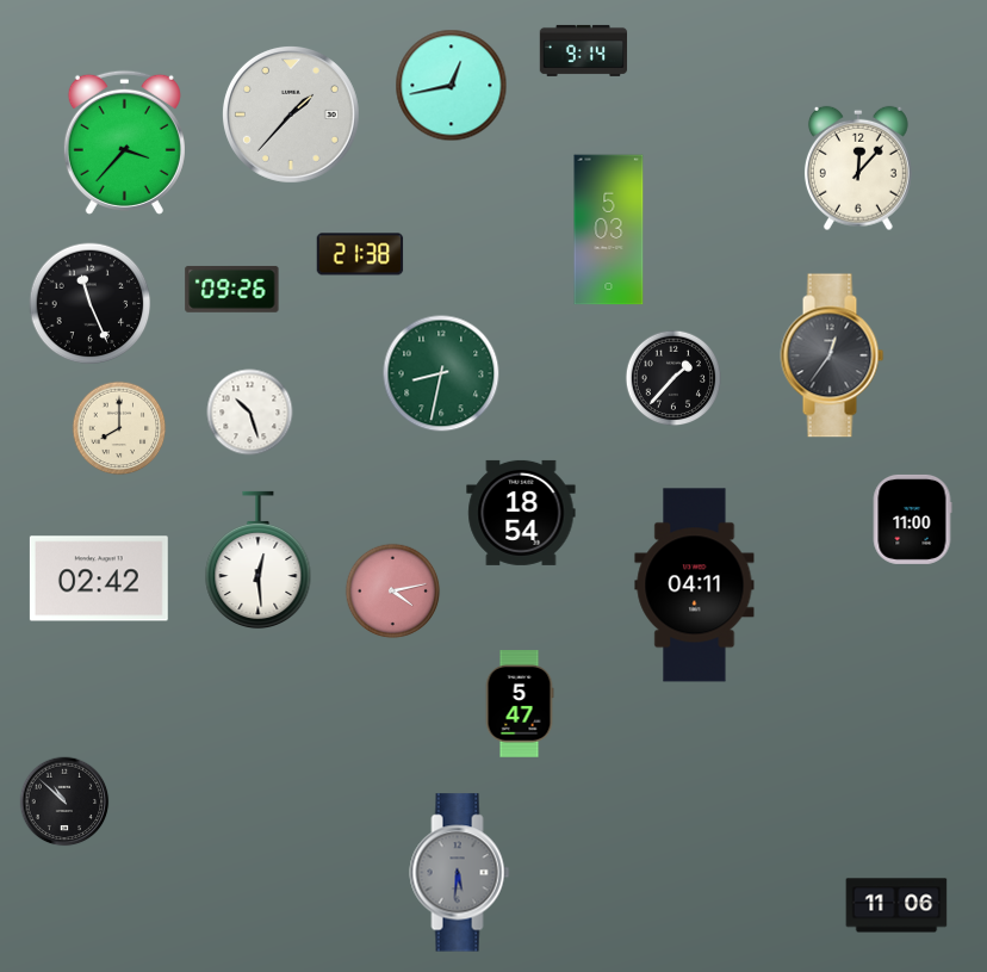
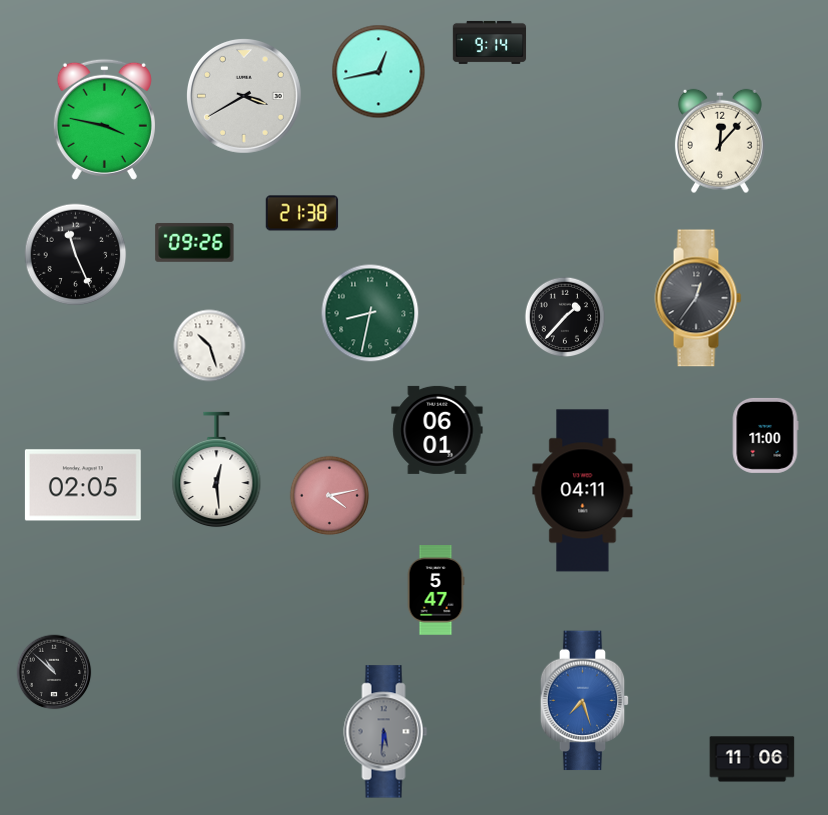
clock at (291, 114): 1:37 -> 3:40
clock at (124, 142): 3:37 -> 3:47
clock at (609, 230): 5:03 -> none
clock at (119, 428): 8:00 -> none
clock at (521, 513): 18:54 -> 06:01
clock at (99, 578): 02:42 -> 02:05
clock at (585, 701): none -> 7:27
